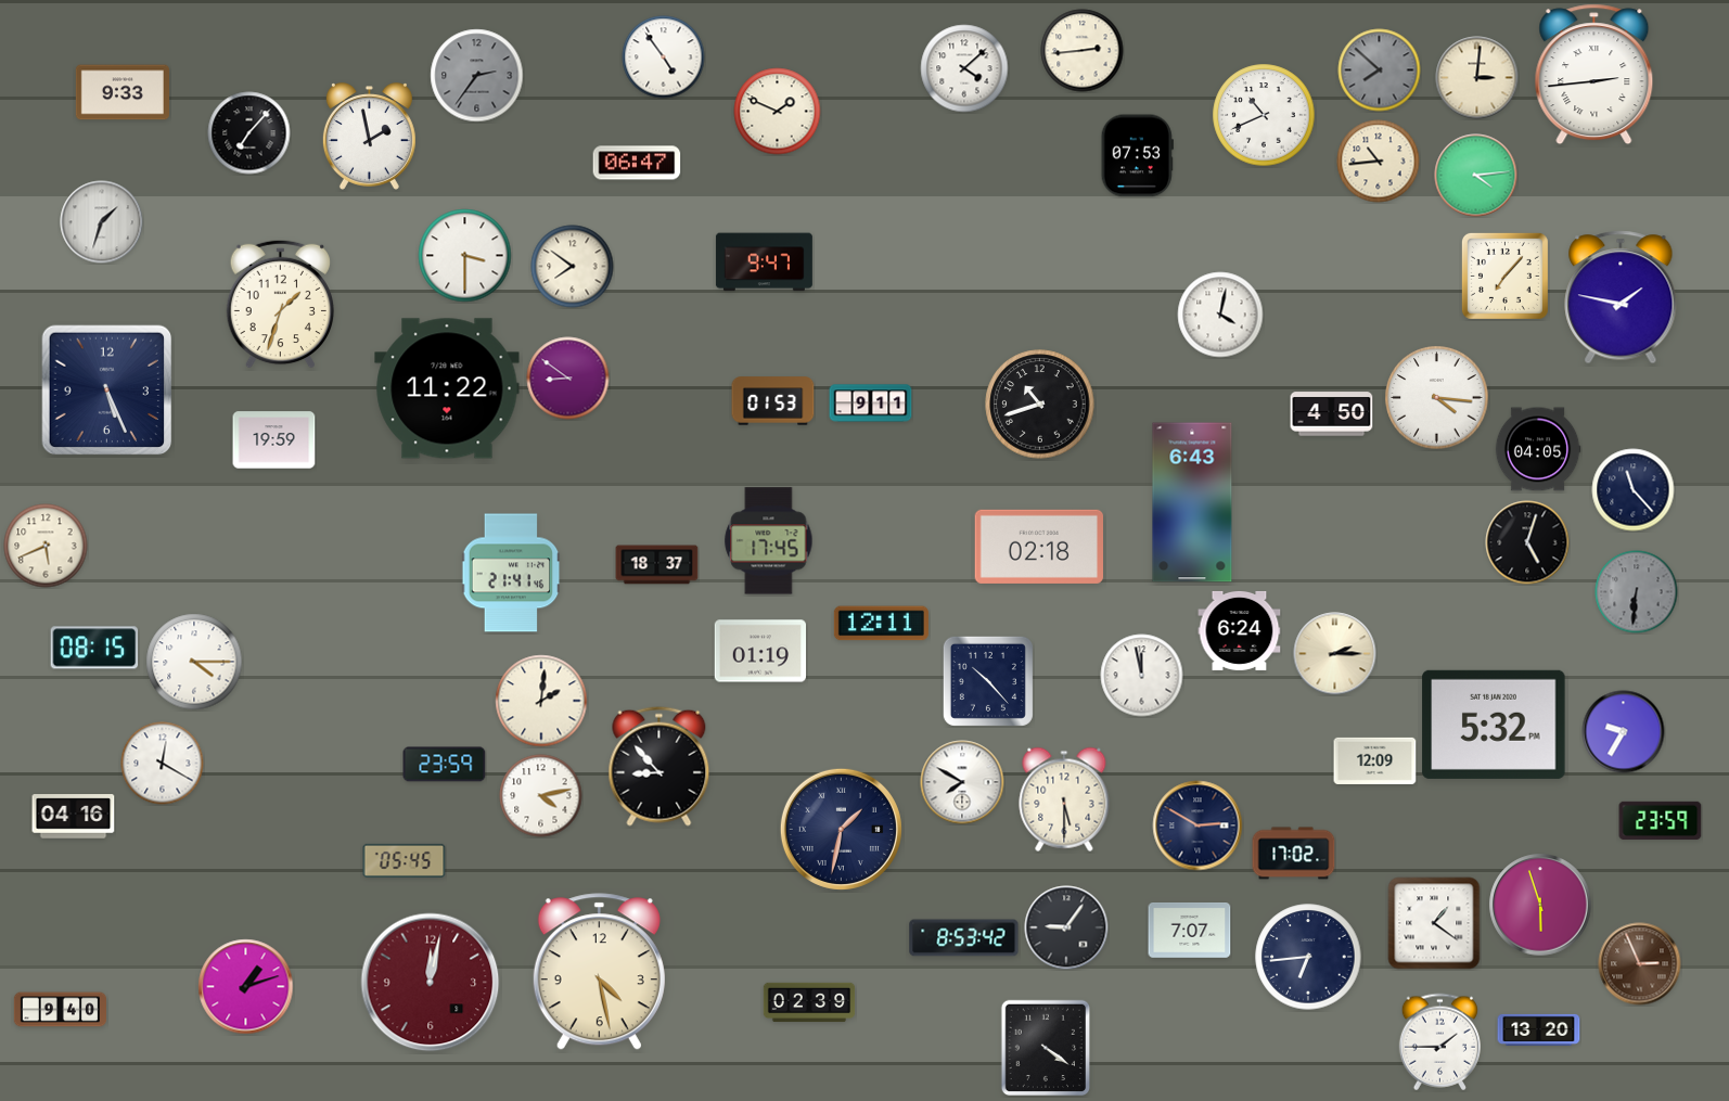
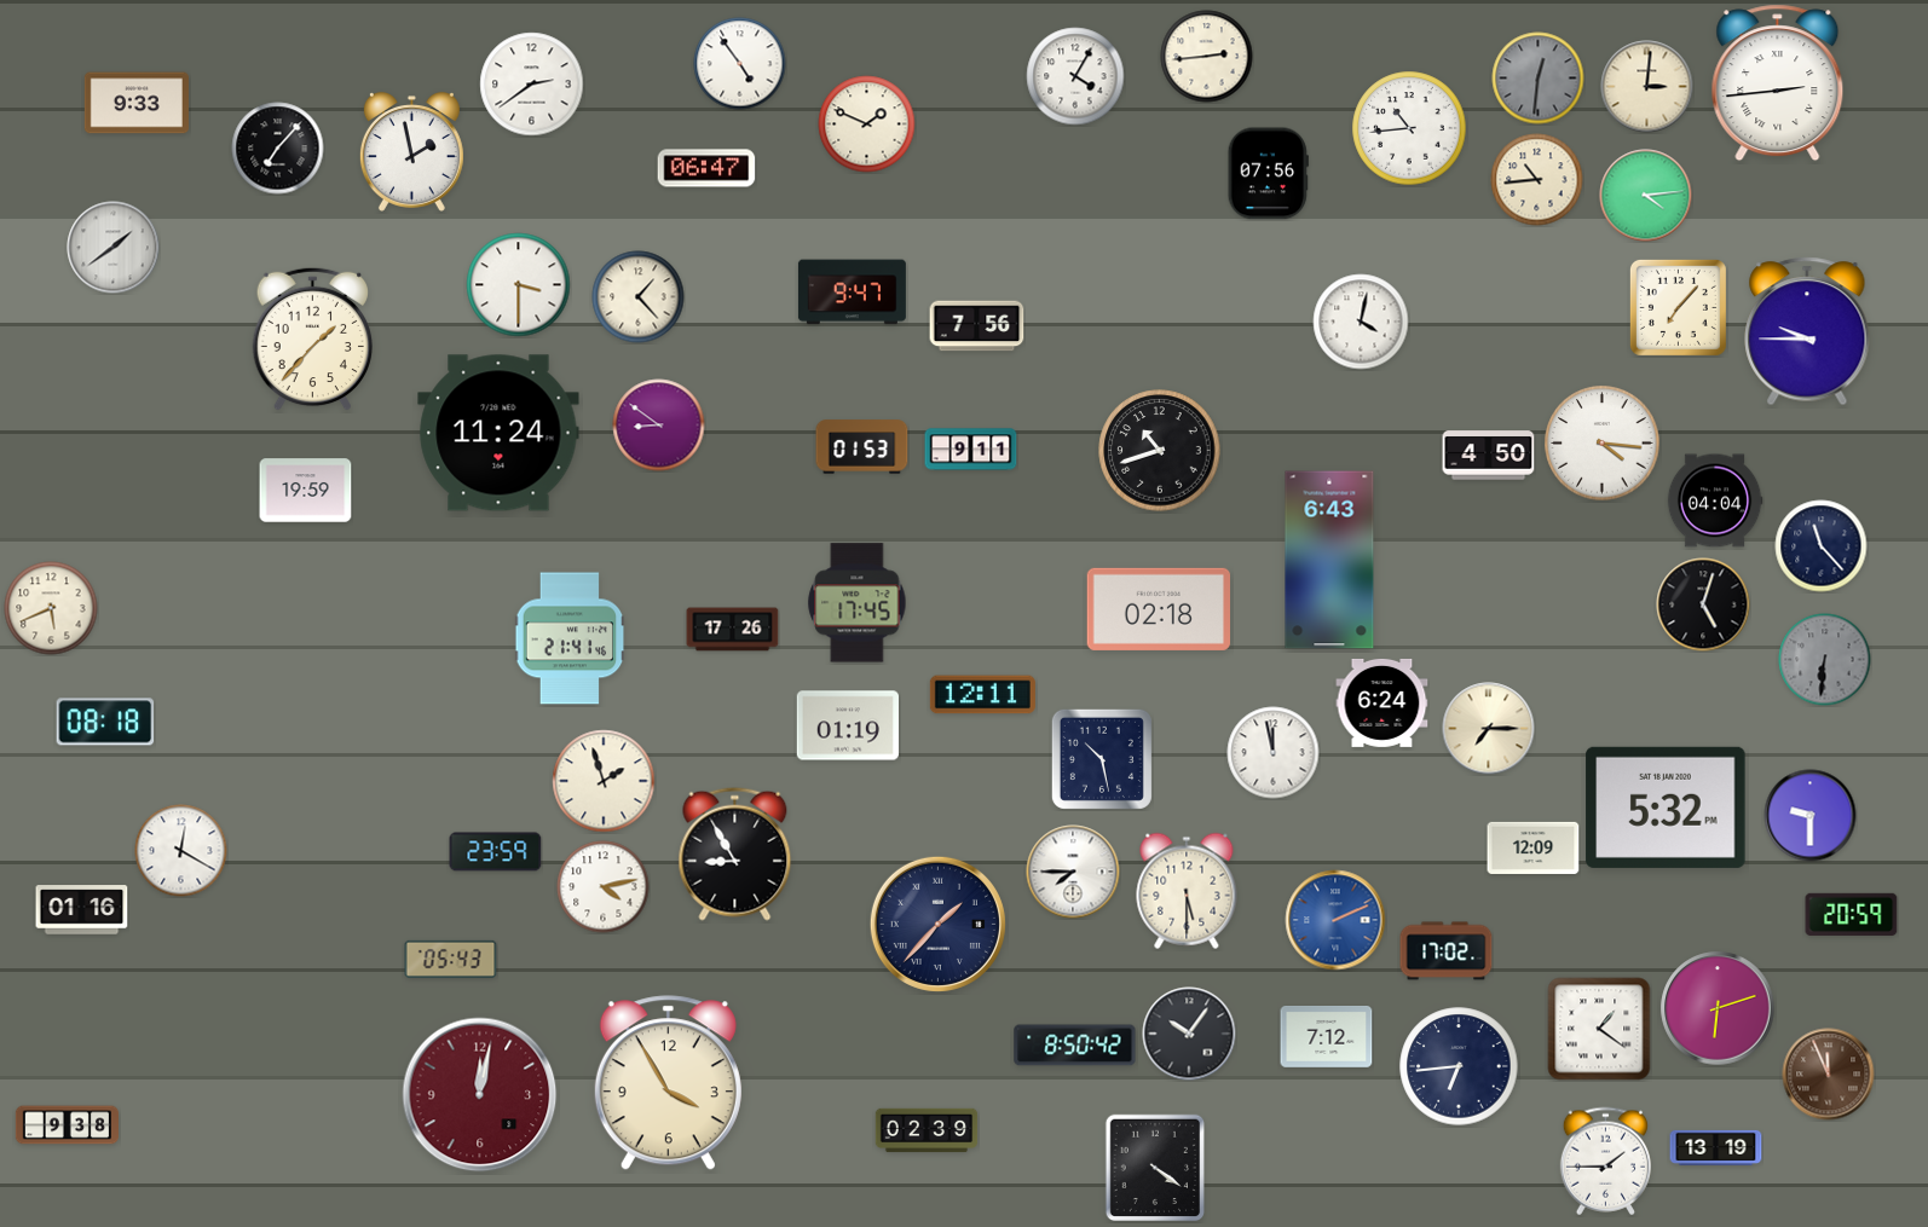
clock at (964, 68): 4:08 -> 4:05
clock at (1380, 71): 7:52 -> 12:31
clock at (477, 76): 2:36 -> 2:39
clock at (477, 76) dial: grey -> white
clock at (1264, 115): 10:41 -> 10:44
clock at (1137, 156): 07:53 -> 07:56
clock at (637, 163) position: (637, 163) -> (706, 168)
clock at (102, 222): 1:33 -> 1:39
clock at (573, 267): 7:51 -> 1:23
clock at (977, 326): none -> 7:56
clock at (1621, 297): 1:47 -> 9:45
clock at (280, 304): 1:33 -> 1:37
clock at (1220, 315) position: (1220, 315) -> (1361, 322)
clock at (568, 379) position: (568, 379) -> (659, 426)
clock at (447, 388): 11:22 -> 11:24
clock at (107, 391): 5:26 -> none
clock at (1332, 414) position: (1332, 414) -> (1489, 456)
clock at (1538, 449): 04:05 -> 04:04
clock at (657, 565): 18:37 -> 17:26
clock at (94, 648): 08:15 -> 08:18
clock at (1335, 654): 2:15 -> 7:15
clock at (194, 662): 4:15 -> none
clock at (988, 681): 10:23 -> 10:28
clock at (541, 701): 2:01 -> 1:57
clock at (1624, 732): 9:35 -> 9:30
clock at (659, 766): 8:53 -> 8:55
clock at (962, 782): 7:50 -> 7:45
clock at (74, 817): 04:16 -> 01:16
clock at (1661, 820): 23:59 -> 20:59
clock at (1198, 825): 2:50 -> 2:11
clock at (1198, 825) dial: navy -> blue
clock at (841, 829): 1:32 -> 1:37
clock at (1294, 854) position: (1294, 854) -> (1447, 951)
clock at (405, 860): 05:45 -> 05:43
clock at (1540, 905): 5:57 -> 6:12
clock at (1066, 927): 9:06 -> 10:06
clock at (1190, 931): 7:07 -> 7:12
clock at (964, 938): 8:53 -> 8:50
clock at (1640, 964): 2:56 -> 11:56
clock at (599, 972): 4:28 -> 3:55
clock at (246, 987): 1:12 -> none
clock at (809, 1002) position: (809, 1002) -> (927, 1130)
clock at (60, 1010): 9:40 -> 9:38
clock at (1539, 1029): 13:20 -> 13:19
clock at (1045, 1048) position: (1045, 1048) -> (1154, 1168)
